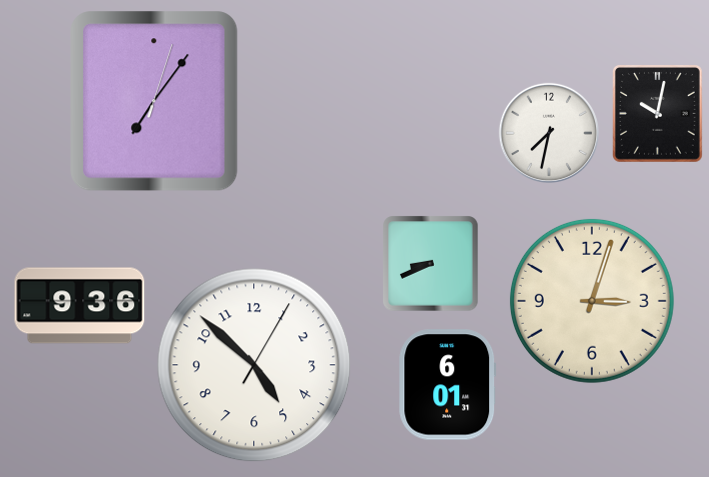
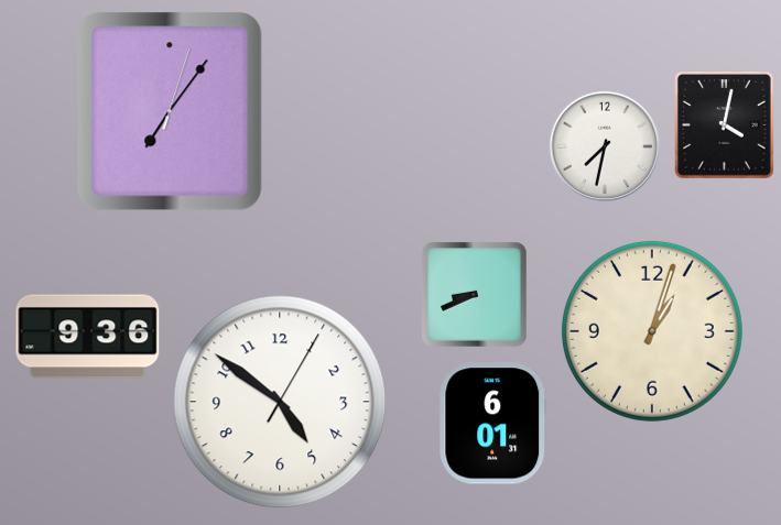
clock at (657, 114): 10:02 -> 4:02
clock at (430, 263) position: (430, 263) -> (474, 294)
clock at (592, 301): 3:03 -> 1:03
clock at (254, 365): 4:52 -> 4:51
